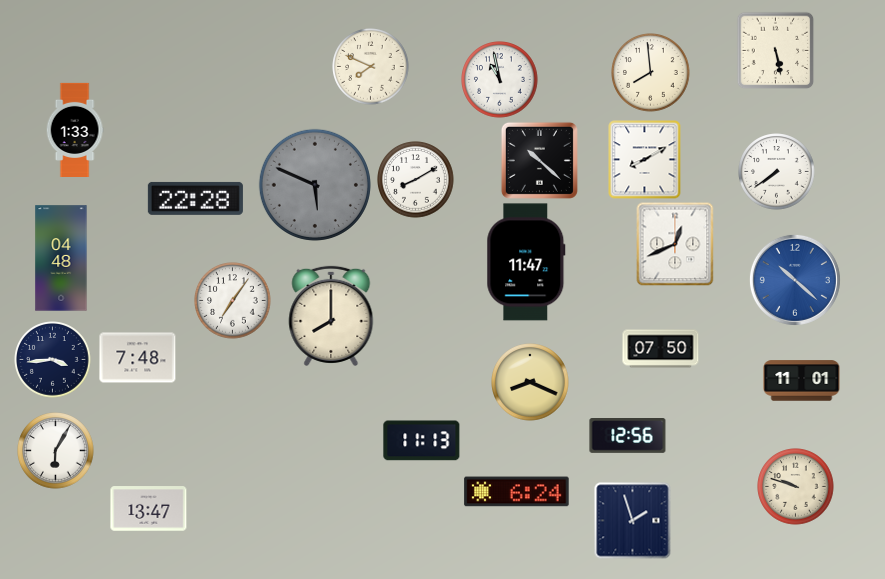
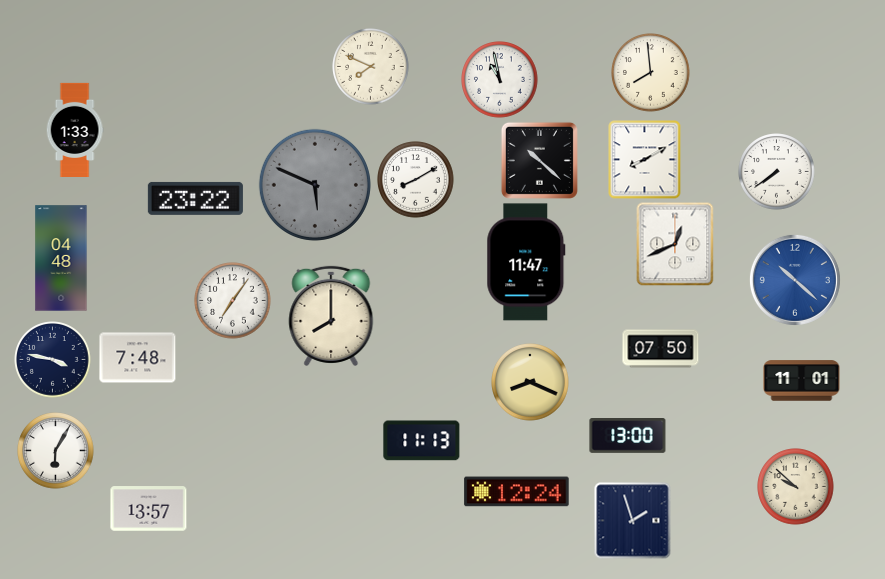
clock at (775, 50): 5:28 -> none
clock at (195, 198): 22:28 -> 23:22
clock at (53, 360): 3:44 -> 3:47
clock at (628, 436): 12:56 -> 13:00
clock at (796, 487): 9:48 -> 9:52
clock at (517, 492): 6:24 -> 12:24
clock at (149, 509): 13:47 -> 13:57
